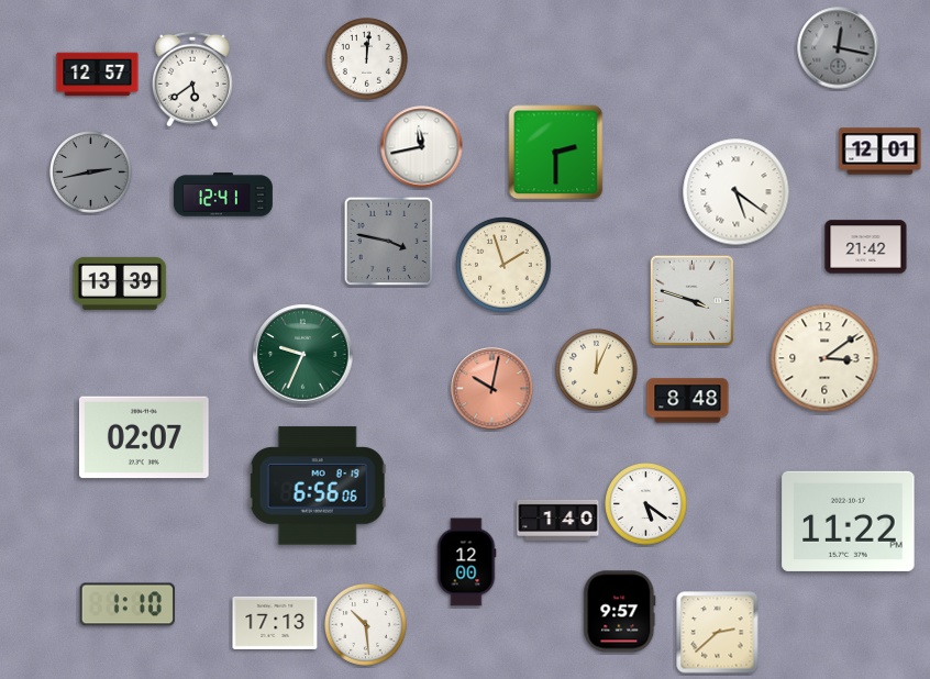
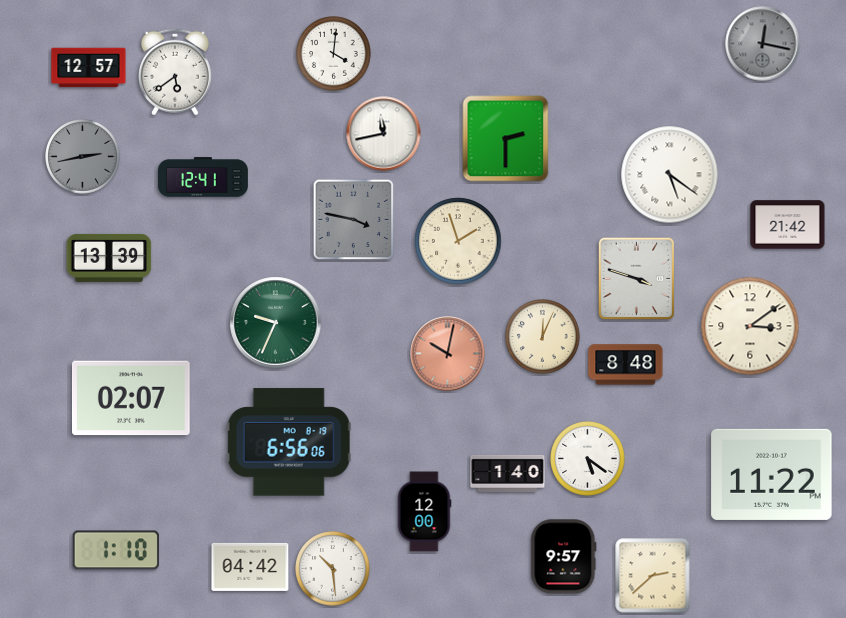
clock at (367, 59): 12:01 -> 4:01
clock at (881, 152): 12:01 -> none
clock at (693, 301) position: (693, 301) -> (637, 279)
clock at (275, 623): 17:13 -> 04:42
